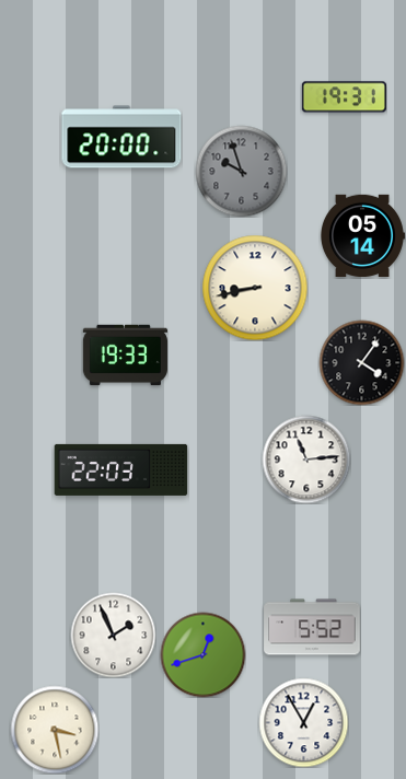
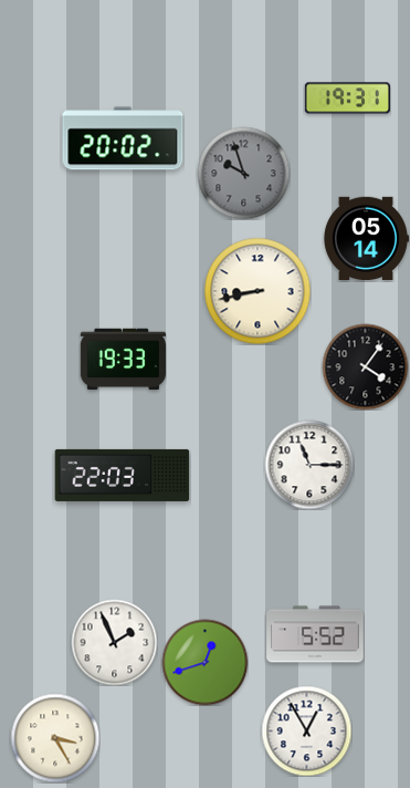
clock at (121, 137): 20:00 -> 20:02
clock at (125, 356) position: (125, 356) -> (123, 360)
clock at (306, 460): 11:14 -> 11:15
clock at (55, 730): 3:28 -> 3:25
